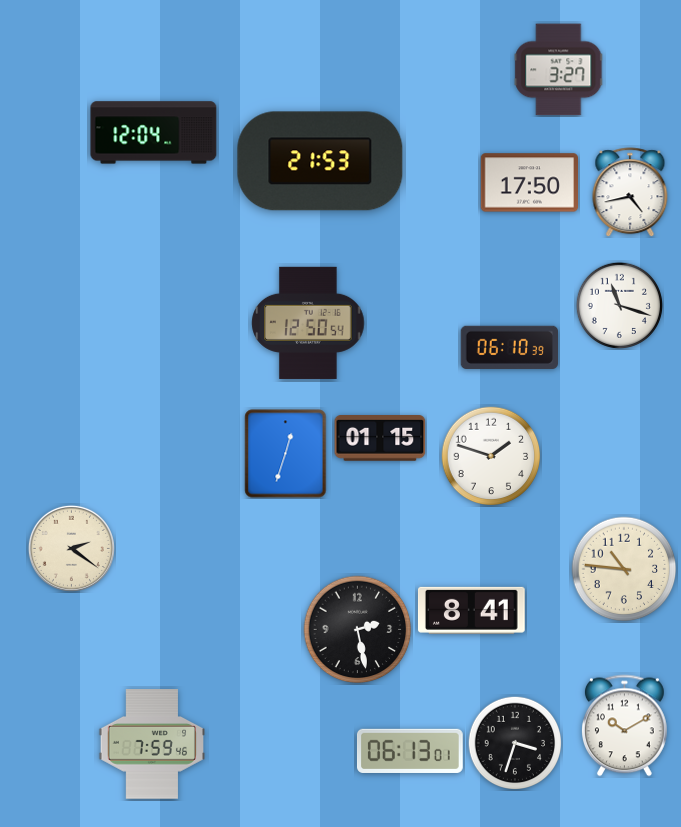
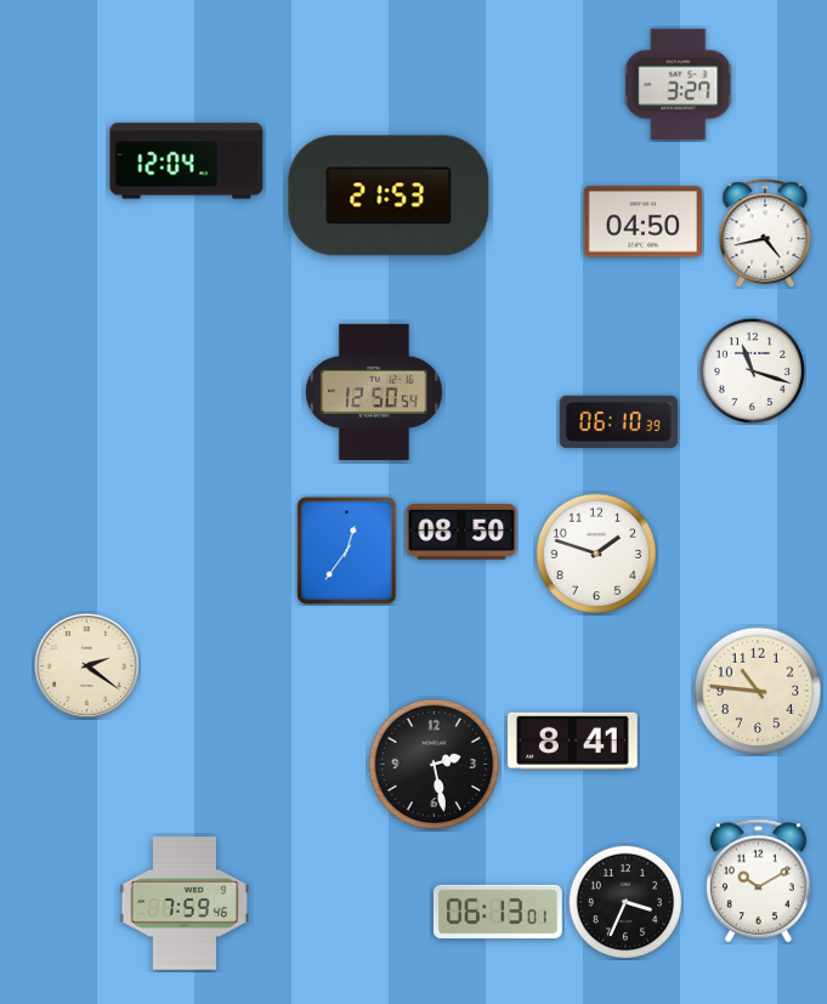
clock at (530, 183): 17:50 -> 04:50
clock at (380, 439): 01:15 -> 08:50
clock at (286, 454): 12:33 -> 12:36
clock at (515, 743): 3:33 -> 3:34
